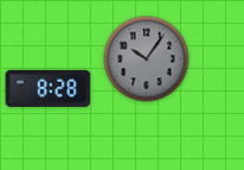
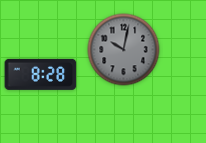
clock at (147, 59): 10:06 -> 10:02
